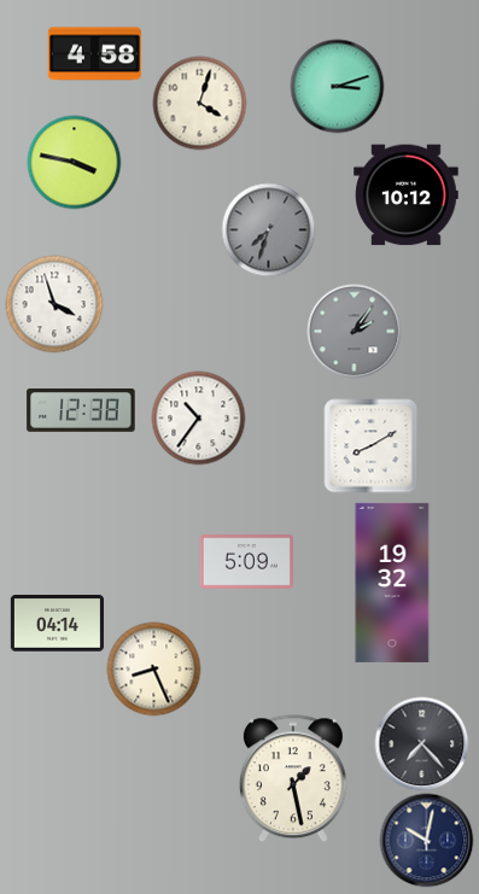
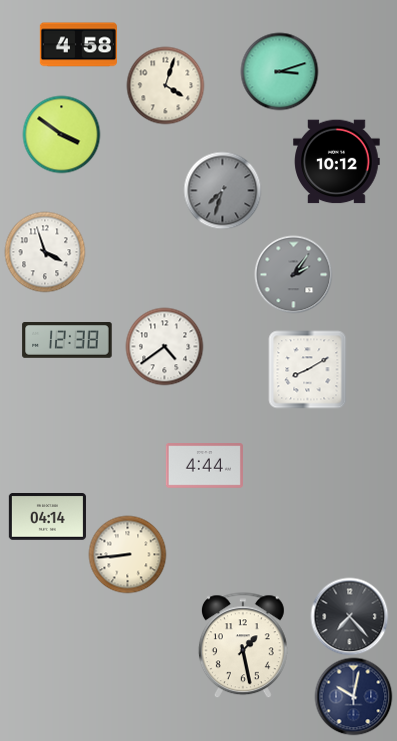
clock at (74, 162): 3:47 -> 3:51
clock at (198, 417): 10:36 -> 4:39
clock at (246, 562): 5:09 -> 4:44
clock at (392, 583): 19:32 -> none
clock at (153, 668): 8:26 -> 8:44
